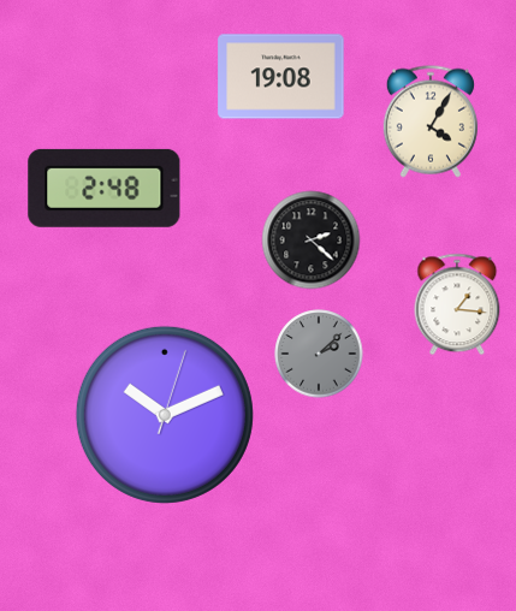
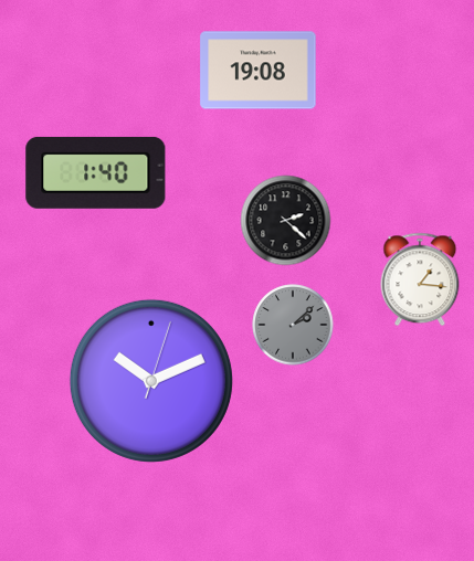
clock at (431, 121): 4:05 -> none
clock at (105, 188): 2:48 -> 1:40
